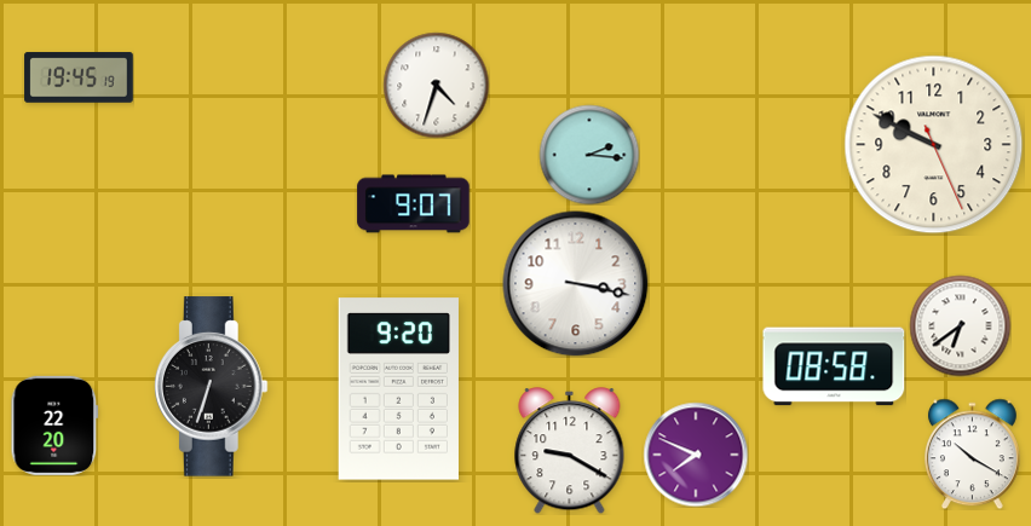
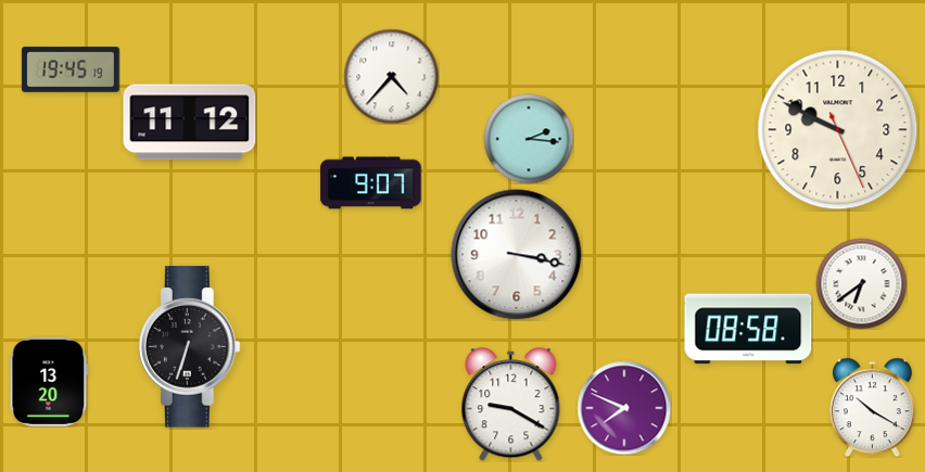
clock at (436, 85): 4:33 -> 4:37
clock at (190, 123): none -> 11:12
clock at (960, 325) position: (960, 325) -> (861, 283)
clock at (398, 389): 9:20 -> none
clock at (54, 426): 22:20 -> 13:20
